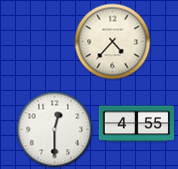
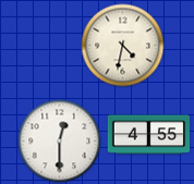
clock at (113, 42): 4:37 -> 4:32
